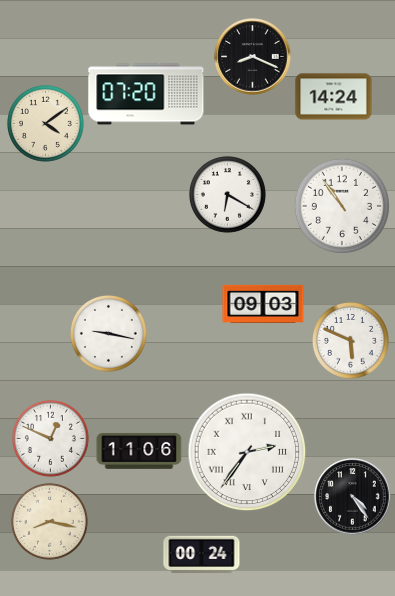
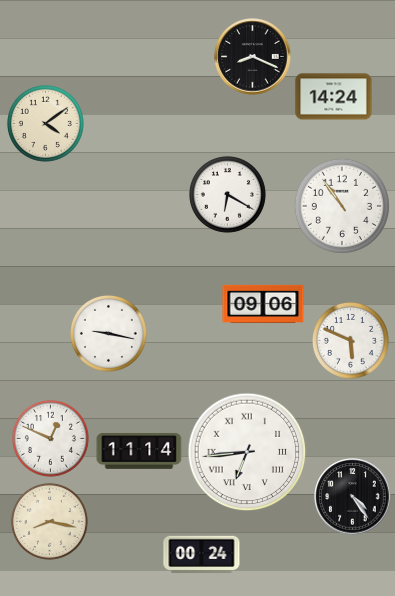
clock at (146, 94): 07:20 -> none
clock at (263, 304): 09:03 -> 09:06
clock at (139, 451): 11:06 -> 11:14
clock at (247, 452): 2:36 -> 6:44
